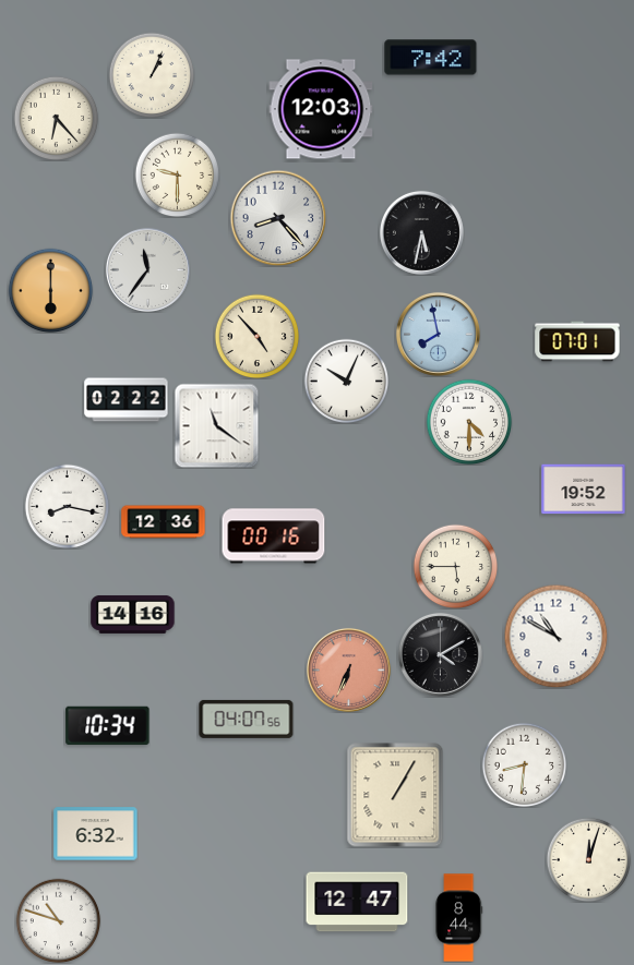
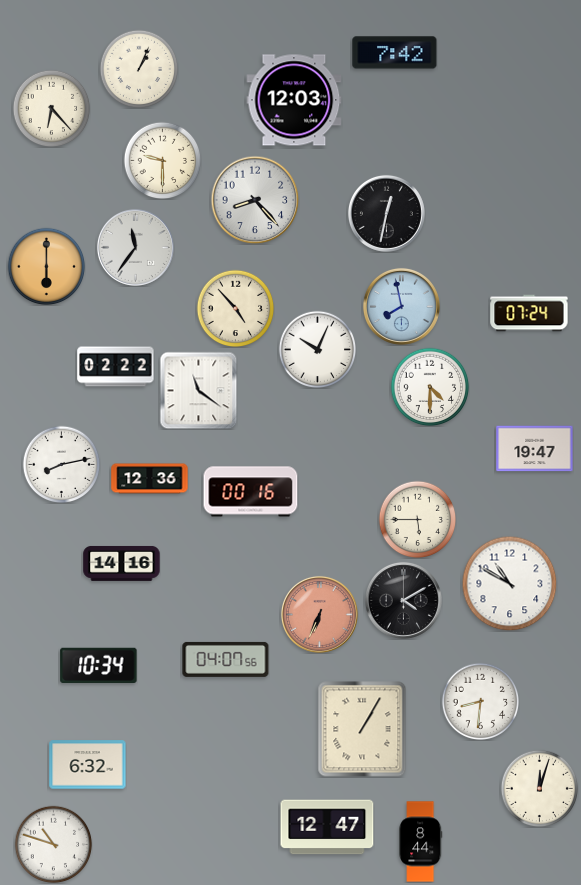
clock at (421, 232): 5:32 -> 12:32
clock at (577, 341): 07:01 -> 07:24
clock at (584, 490): 19:52 -> 19:47
clock at (67, 506): 8:17 -> 8:13
